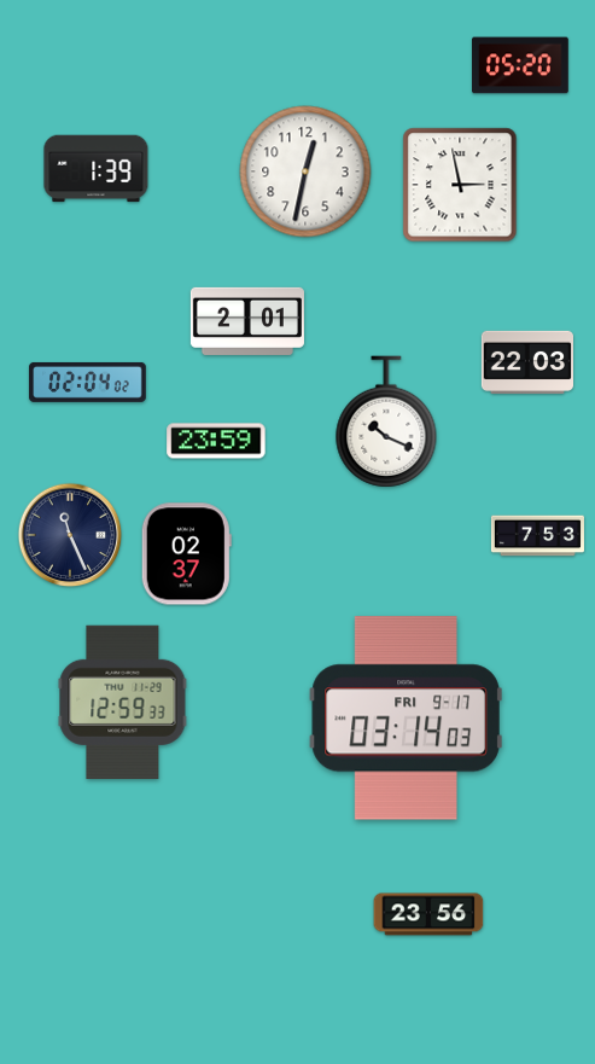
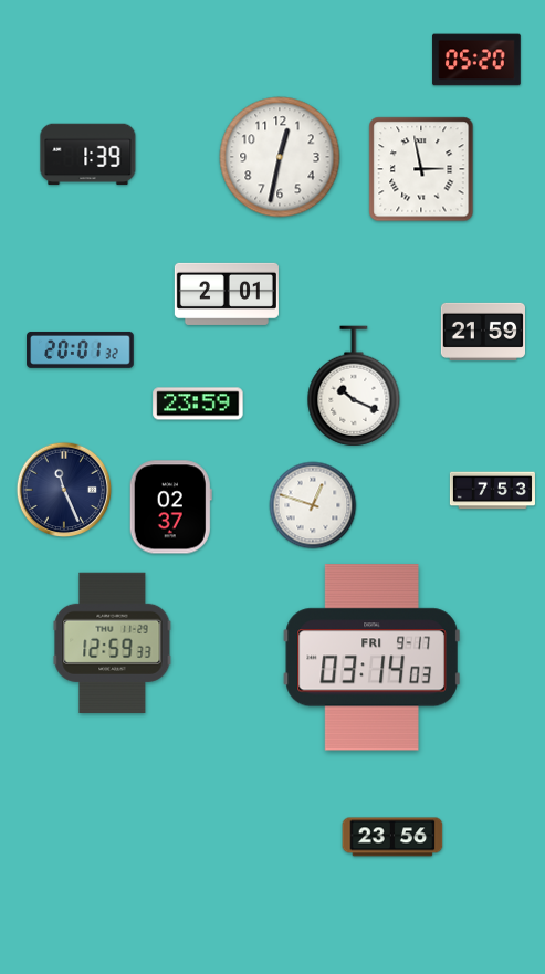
clock at (526, 362): 22:03 -> 21:59
clock at (88, 382): 02:04 -> 20:01
clock at (313, 505): none -> 12:48
